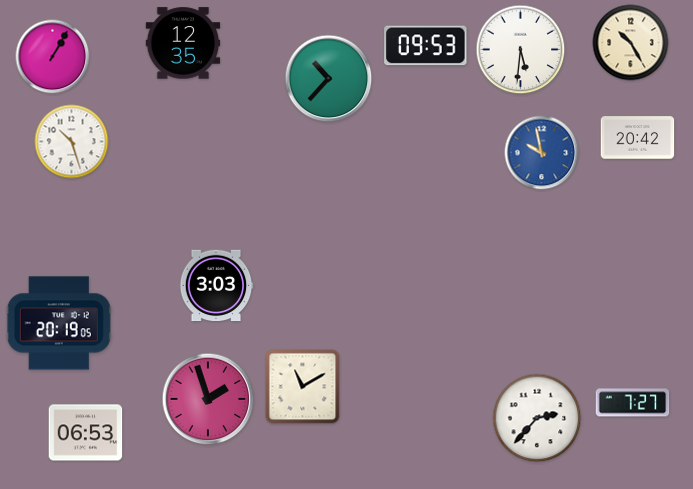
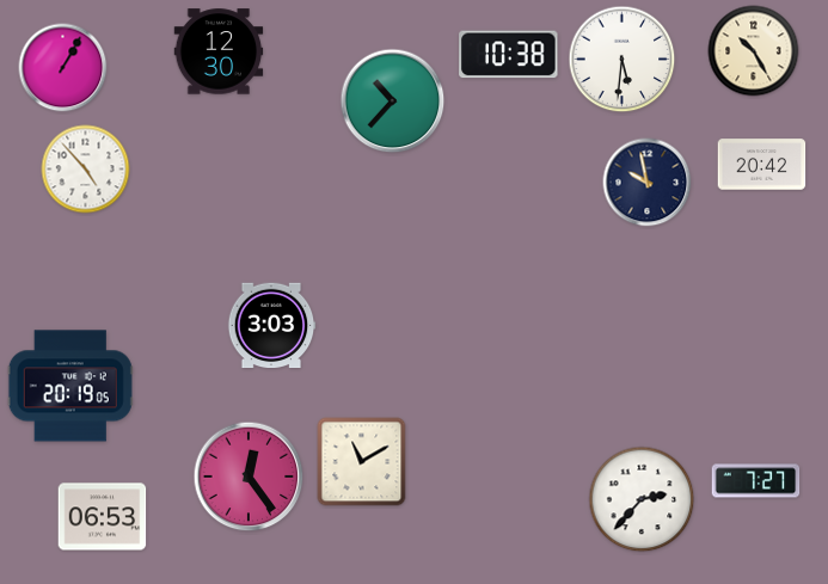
clock at (183, 43): 12:35 -> 12:30
clock at (426, 46): 09:53 -> 10:38
clock at (329, 79) position: (329, 79) -> (393, 102)
clock at (72, 142): 10:27 -> 4:53
clock at (542, 153) dial: blue -> navy
clock at (216, 286) position: (216, 286) -> (271, 326)
clock at (208, 399): 1:57 -> 12:24
